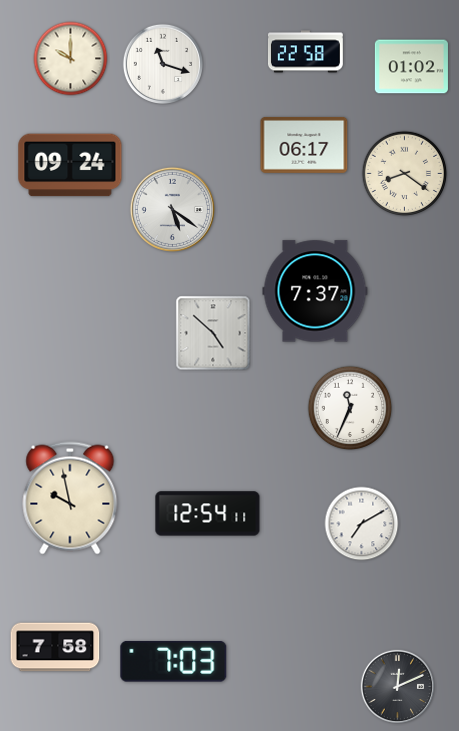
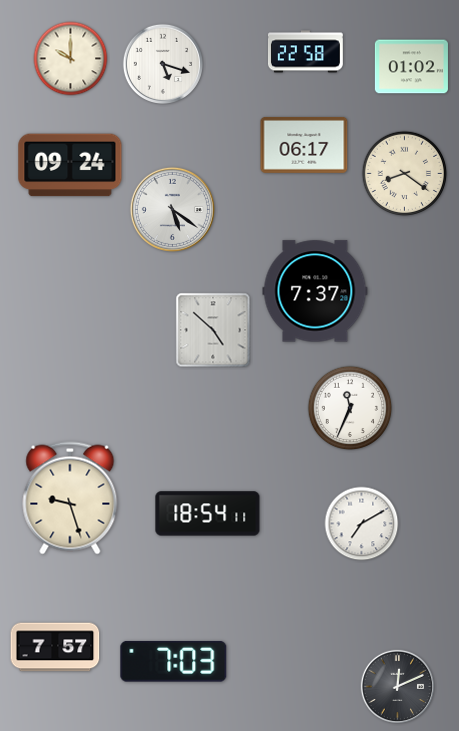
clock at (162, 63): 11:18 -> 5:18
clock at (213, 333) position: (213, 333) -> (213, 330)
clock at (70, 498): 9:58 -> 9:27
clock at (208, 514): 12:54 -> 18:54
clock at (55, 647): 7:58 -> 7:57
